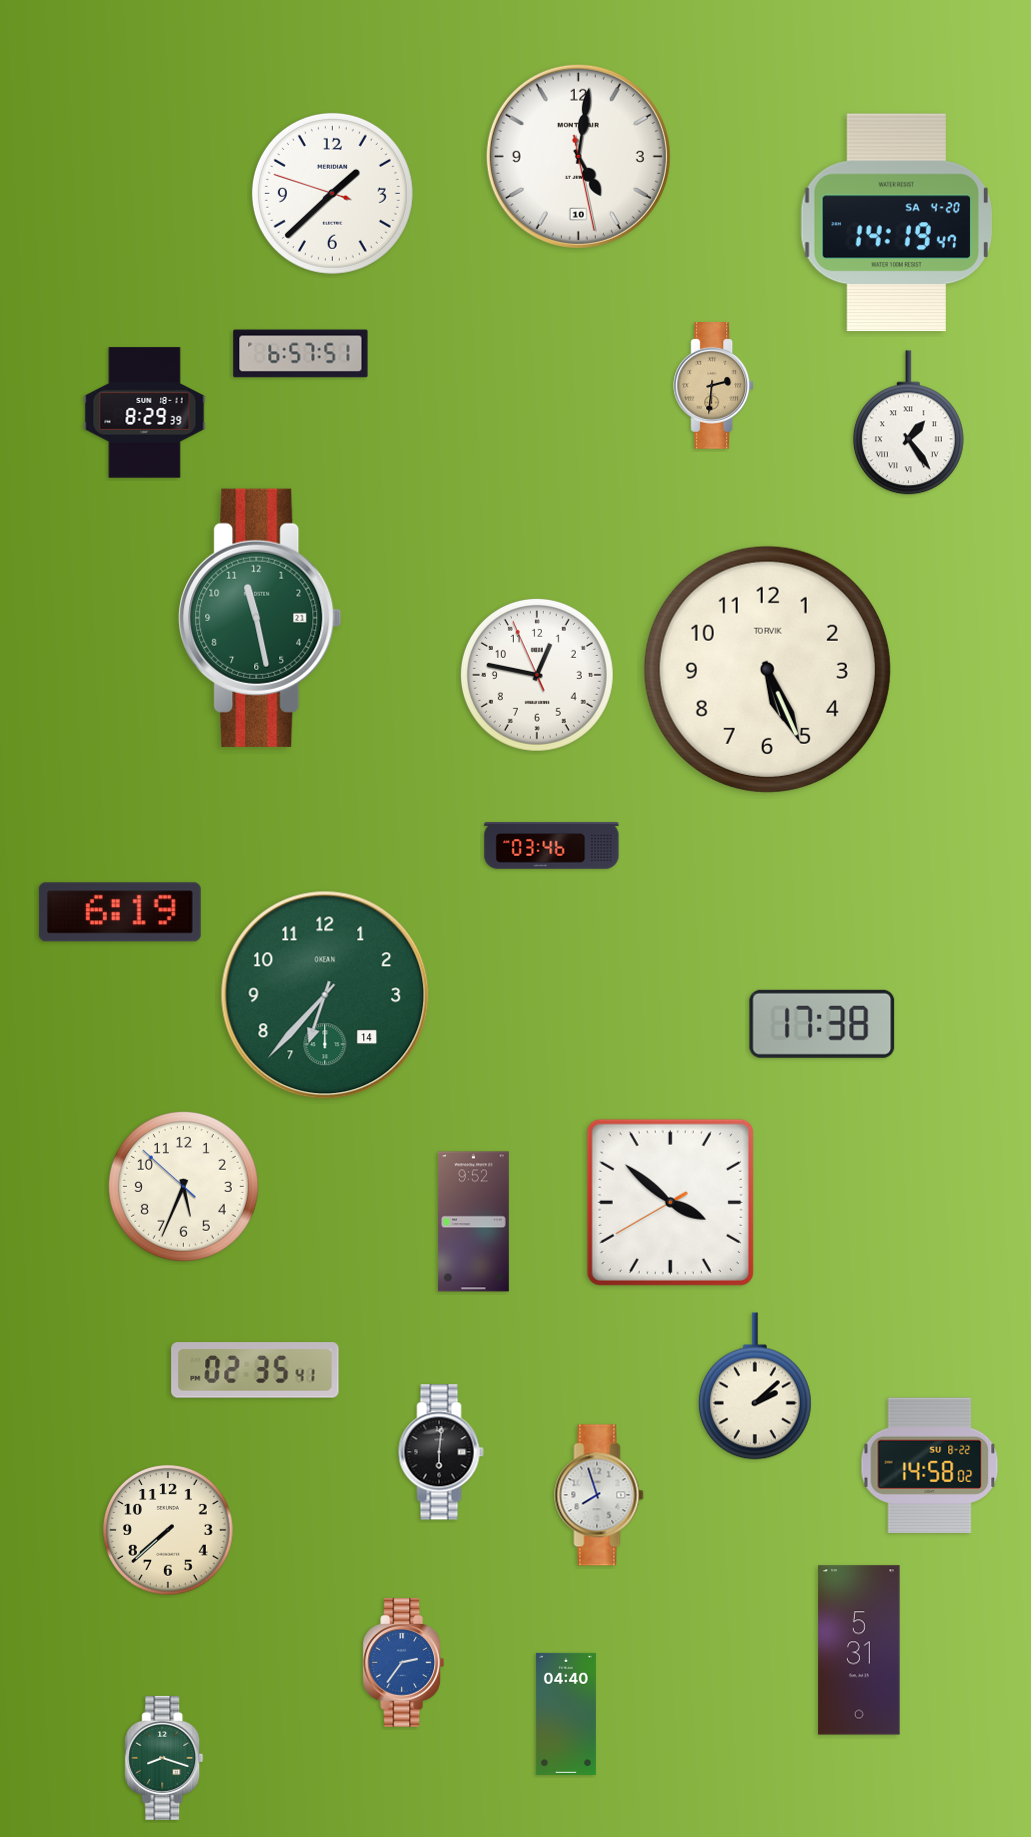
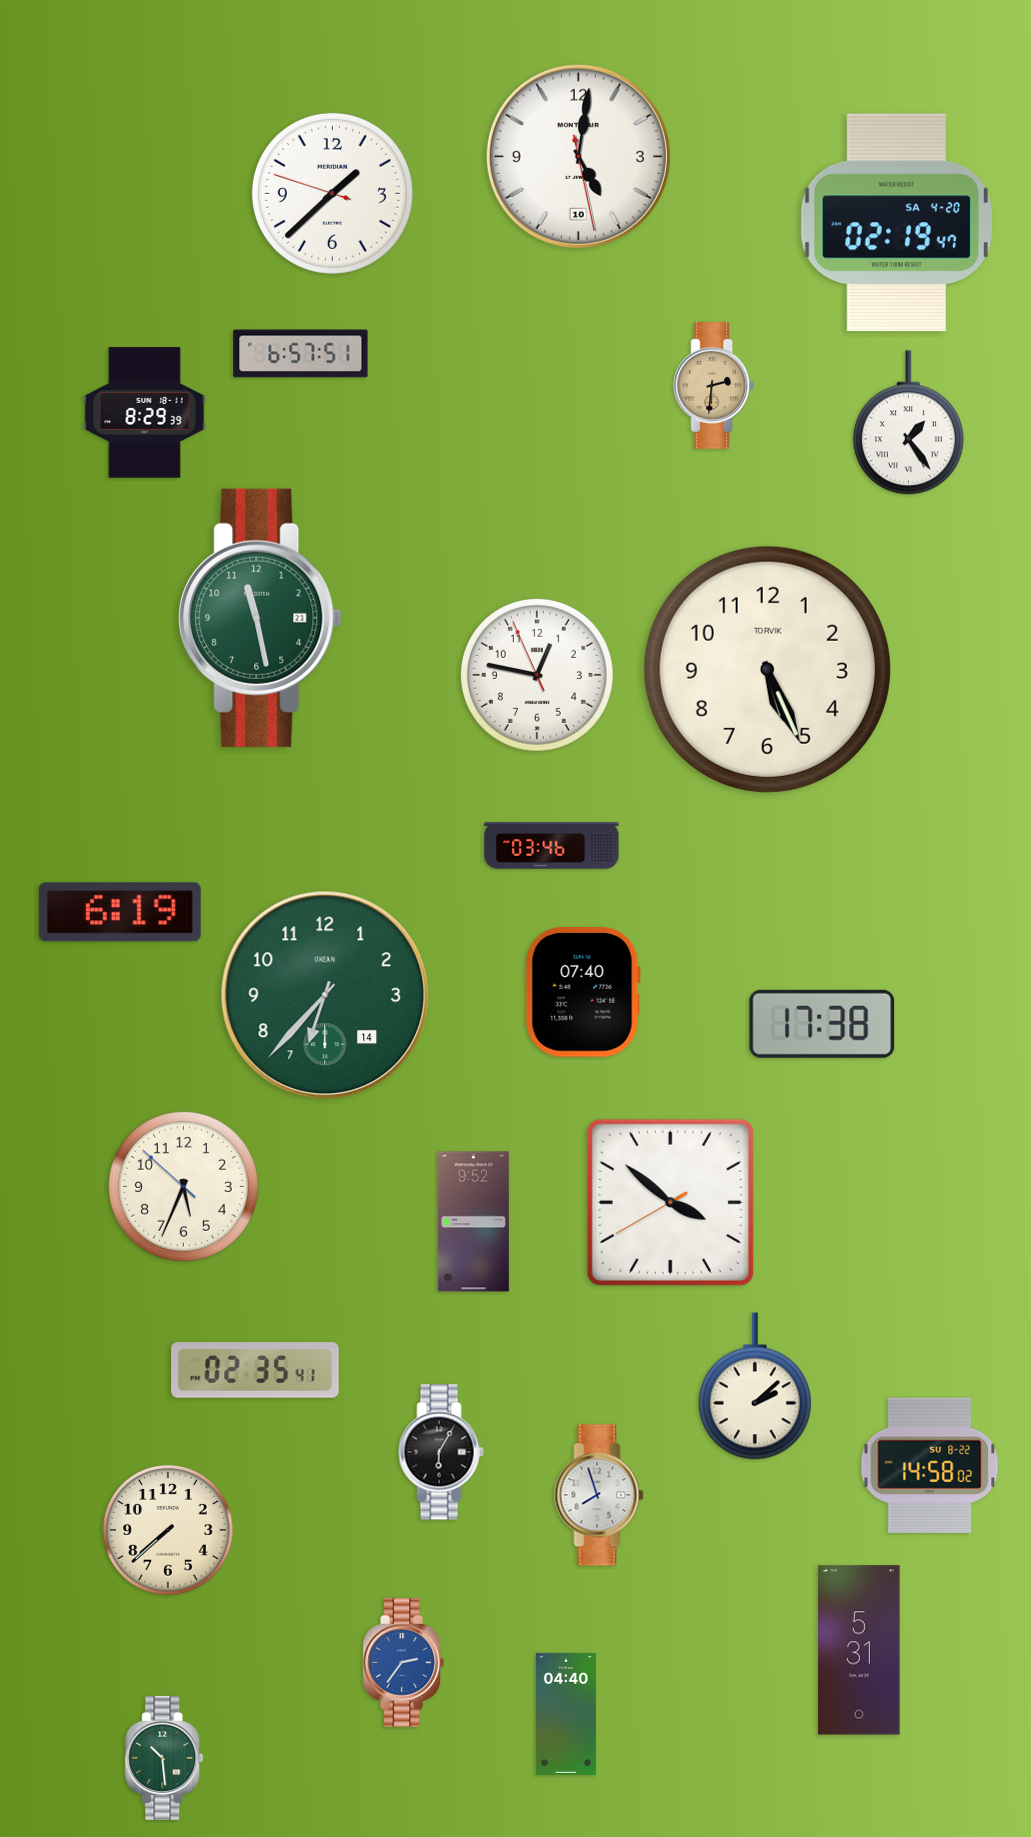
clock at (896, 223): 14:19 -> 02:19
clock at (583, 993): none -> 07:40
clock at (441, 1452): 6:01 -> 6:05
clock at (164, 1758): 8:18 -> 10:29
